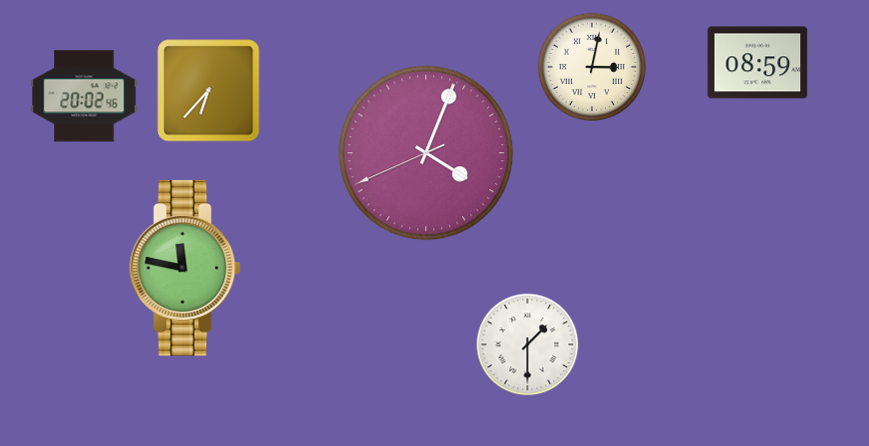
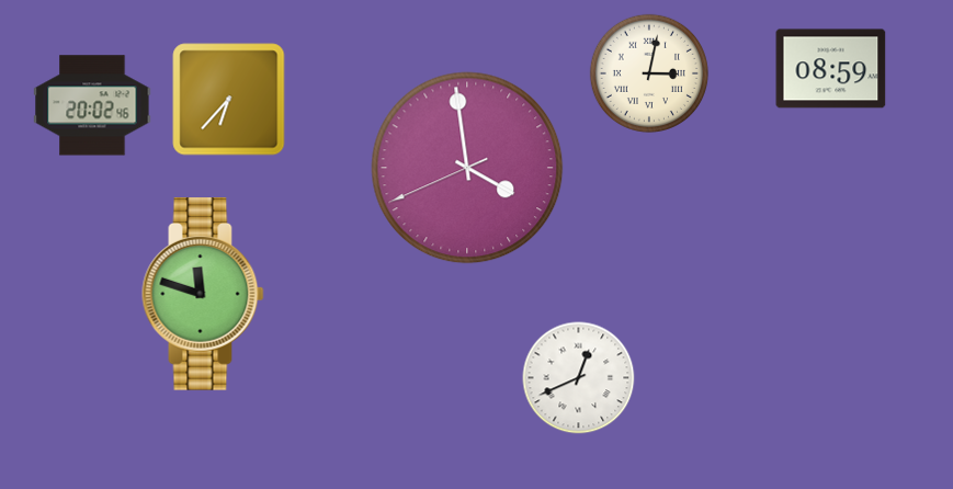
clock at (426, 153): 4:03 -> 3:58
clock at (185, 269): 11:47 -> 11:48
clock at (528, 345): 1:30 -> 12:41
